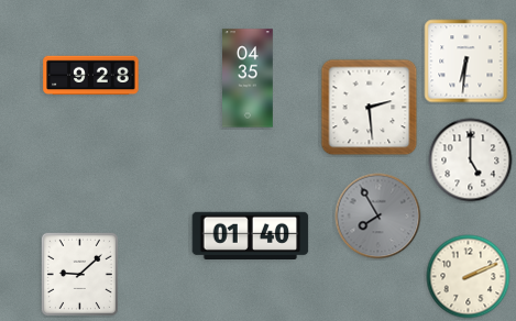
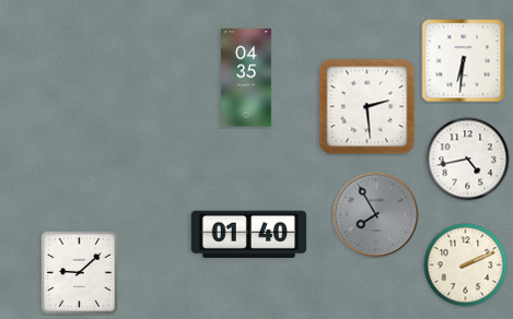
clock at (91, 76): 9:28 -> none
clock at (471, 160): 5:00 -> 4:43
clock at (469, 277) position: (469, 277) -> (466, 265)
